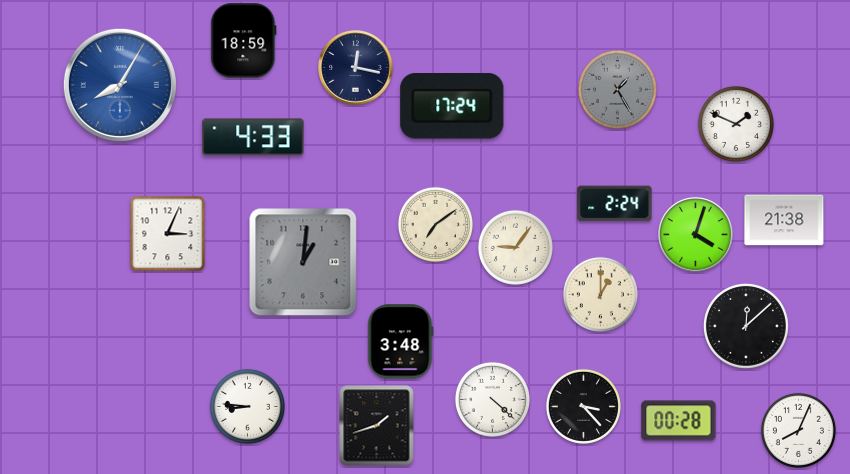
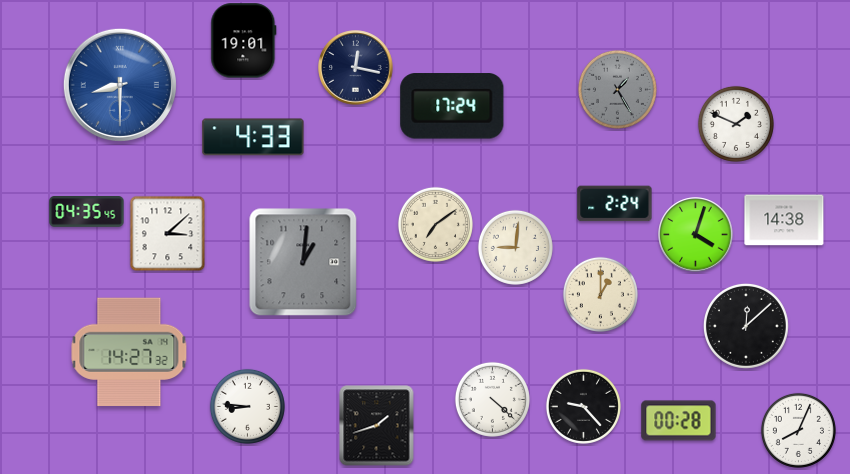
clock at (244, 41): 18:59 -> 19:01
clock at (120, 85): 8:05 -> 8:30
clock at (87, 212): none -> 04:35
clock at (784, 220): 21:38 -> 14:38
clock at (168, 234): 3:04 -> 3:08
clock at (515, 247): 9:06 -> 9:01
clock at (401, 342): 3:48 -> none
clock at (129, 352): none -> 14:27
clock at (583, 406): 3:23 -> 9:23
